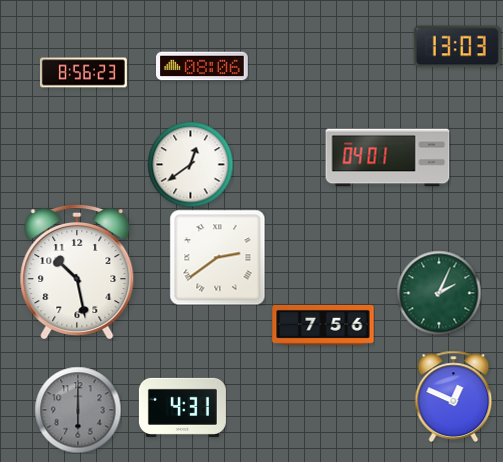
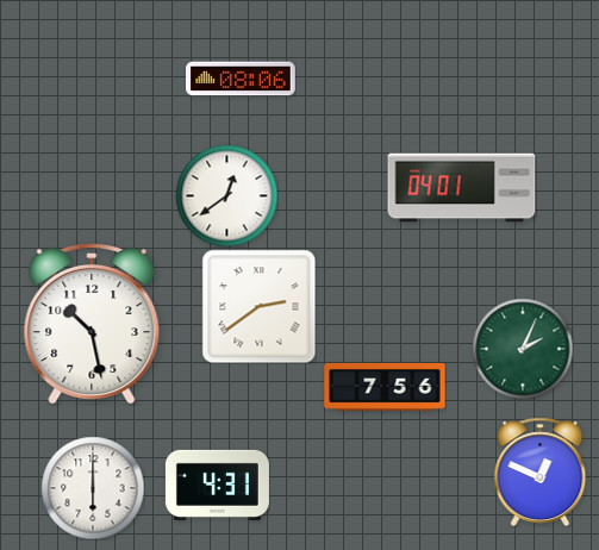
clock at (457, 47): 13:03 -> none
clock at (83, 73): 8:56 -> none
clock at (78, 410) dial: grey -> white
